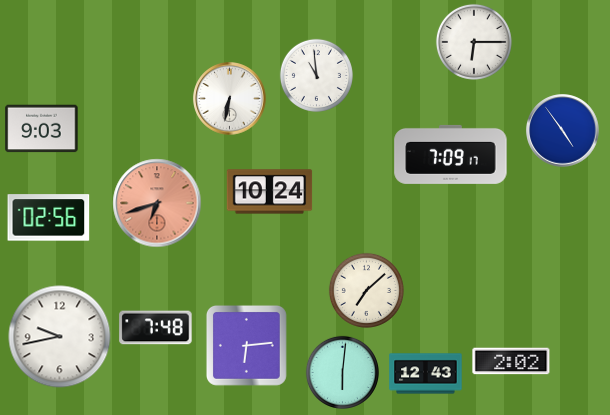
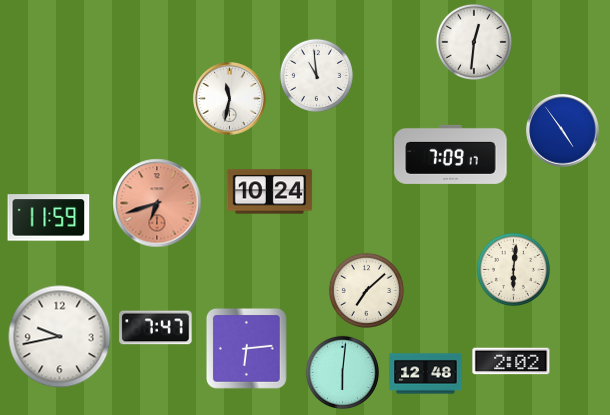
clock at (474, 42): 6:15 -> 12:31
clock at (230, 99): 6:32 -> 11:32
clock at (42, 129): 9:03 -> none
clock at (49, 218): 02:56 -> 11:59
clock at (513, 269): none -> 6:01
clock at (156, 328): 7:48 -> 7:47
clock at (246, 345) position: (246, 345) -> (246, 348)
clock at (426, 374): 12:43 -> 12:48
